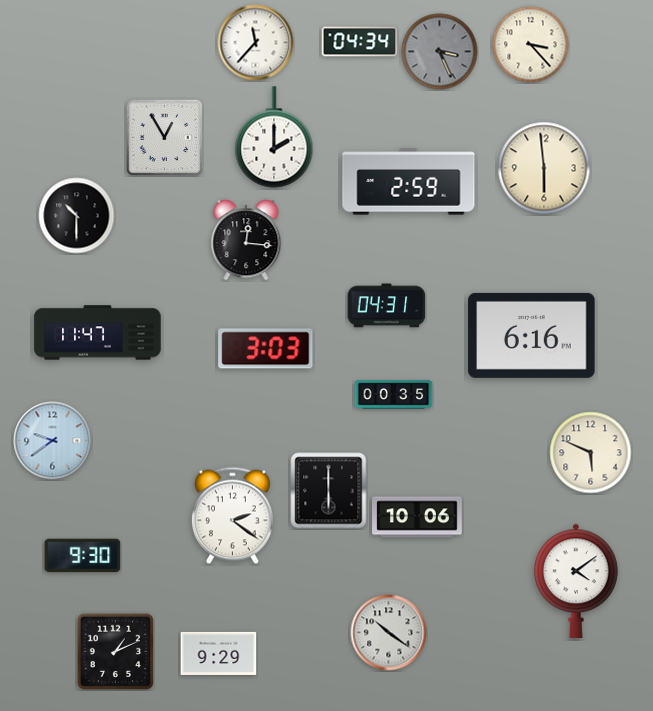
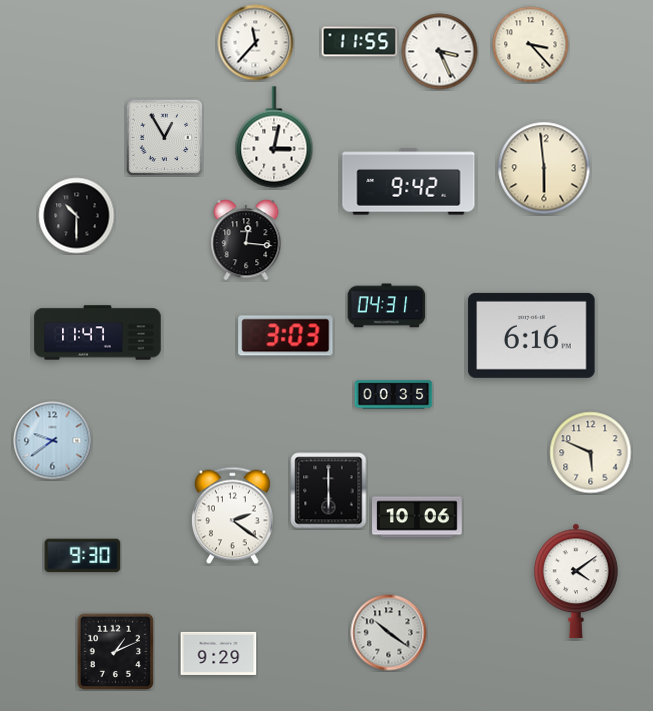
clock at (360, 42): 04:34 -> 11:55
clock at (440, 52) dial: grey -> white
clock at (274, 137): 2:00 -> 3:02
clock at (409, 182): 2:59 -> 9:42
clock at (266, 349) position: (266, 349) -> (286, 336)
